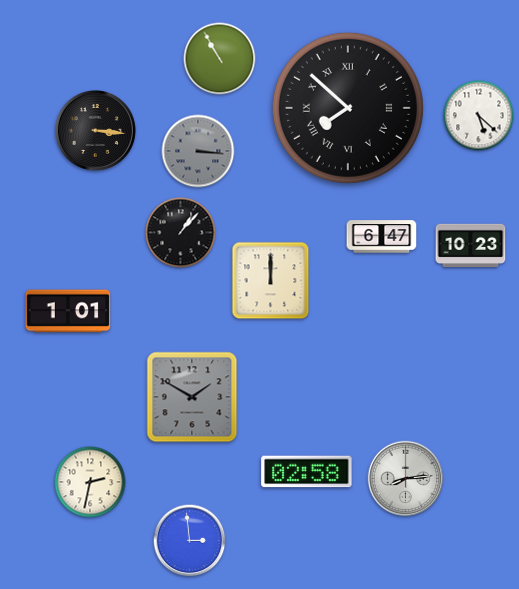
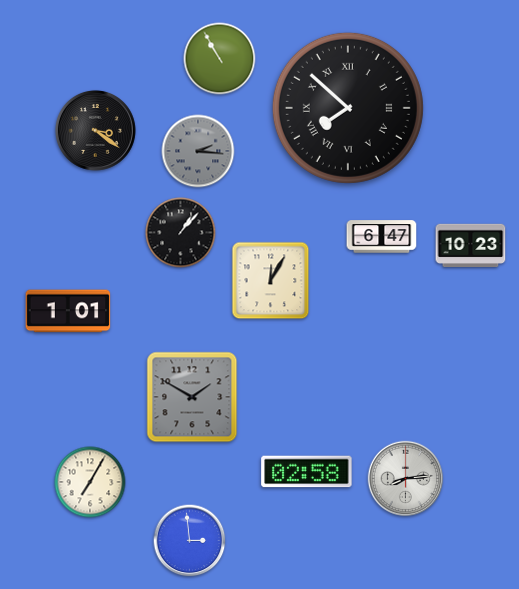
clock at (479, 116): 5:22 -> none
clock at (95, 130): 3:16 -> 3:21
clock at (198, 151): 3:16 -> 2:16
clock at (271, 281): 12:00 -> 12:05
clock at (90, 482): 2:32 -> 7:05
